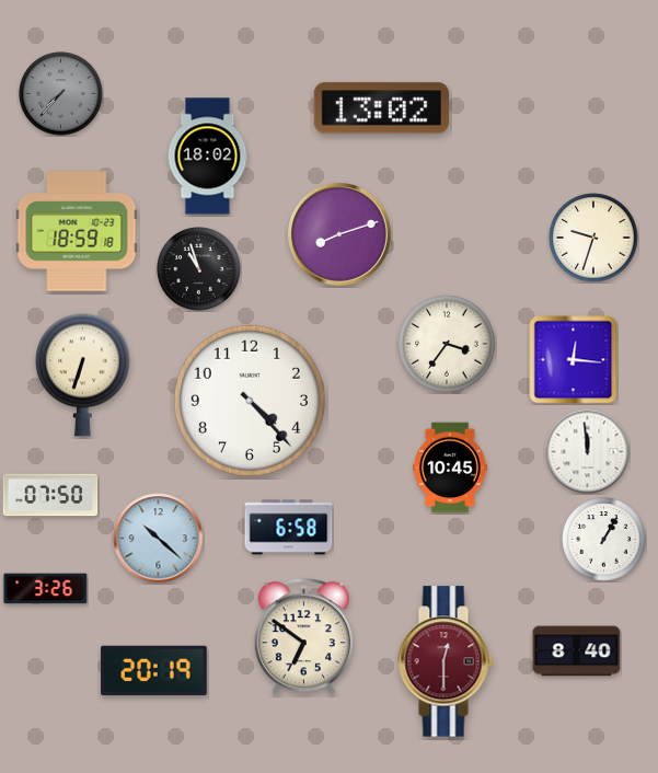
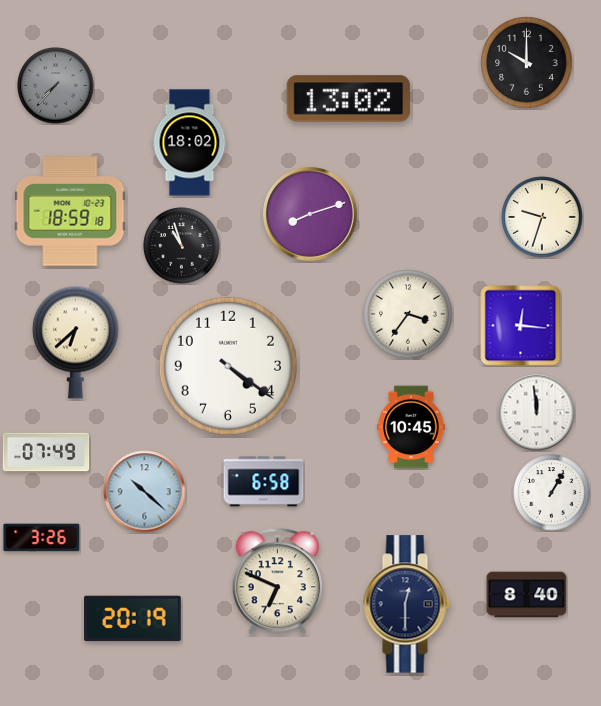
clock at (527, 63): none -> 10:00
clock at (574, 360) position: (574, 360) -> (521, 326)
clock at (82, 374): 6:33 -> 6:38
clock at (250, 401): 4:23 -> 4:21
clock at (50, 495): 07:50 -> 07:49
clock at (303, 637): 6:51 -> 6:49
clock at (446, 661) dial: burgundy -> navy
clock at (154, 671) position: (154, 671) -> (133, 619)
